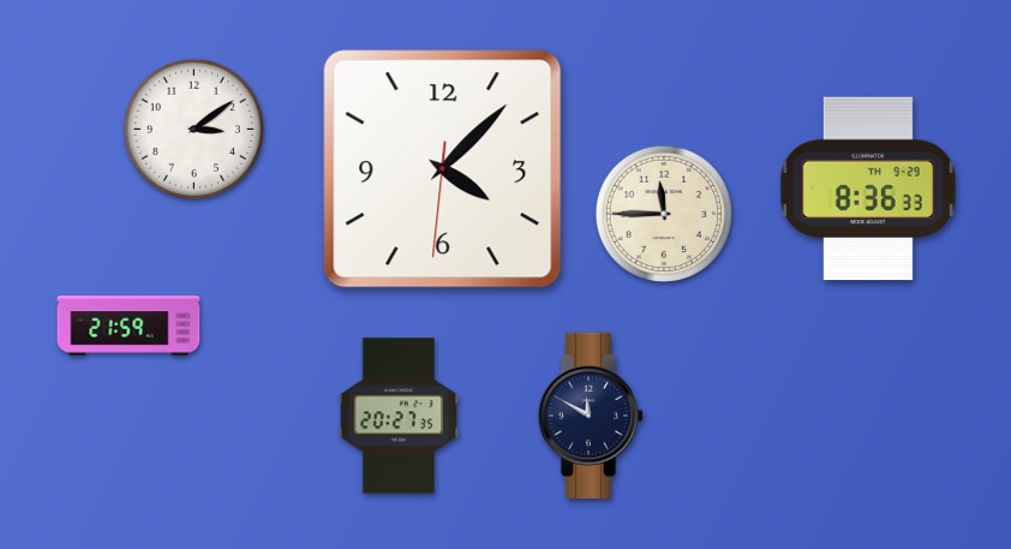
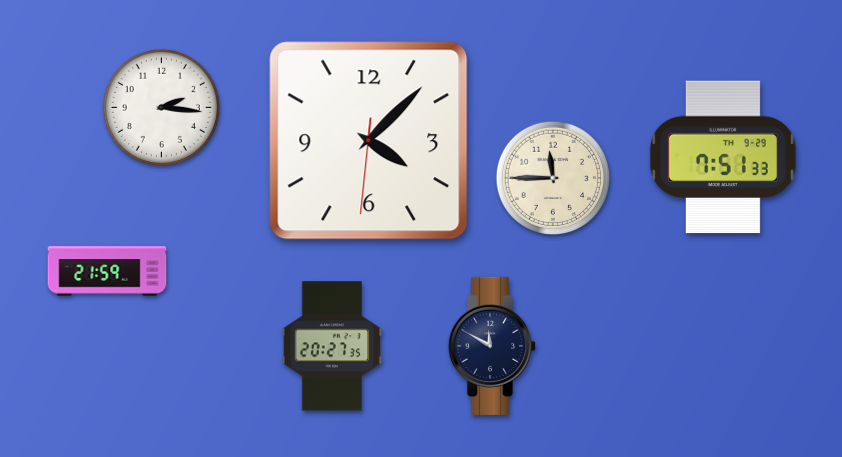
clock at (193, 129): 3:09 -> 2:16
clock at (868, 189): 8:36 -> 7:51
